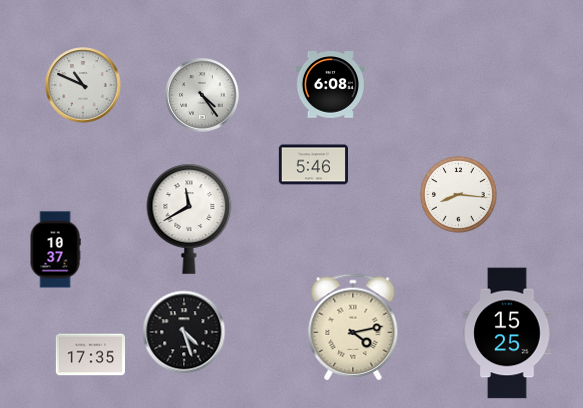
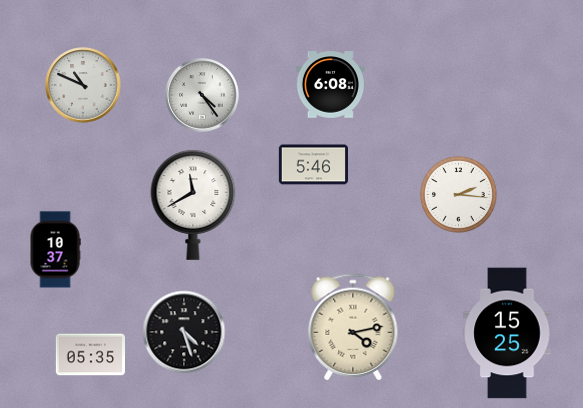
clock at (459, 195): 8:16 -> 2:16
clock at (189, 219) position: (189, 219) -> (193, 205)
clock at (90, 355): 17:35 -> 05:35
